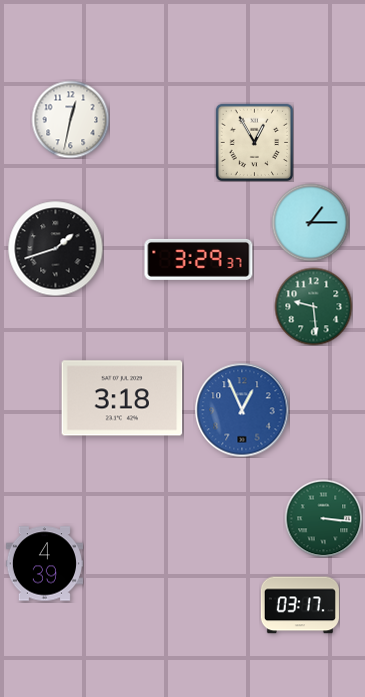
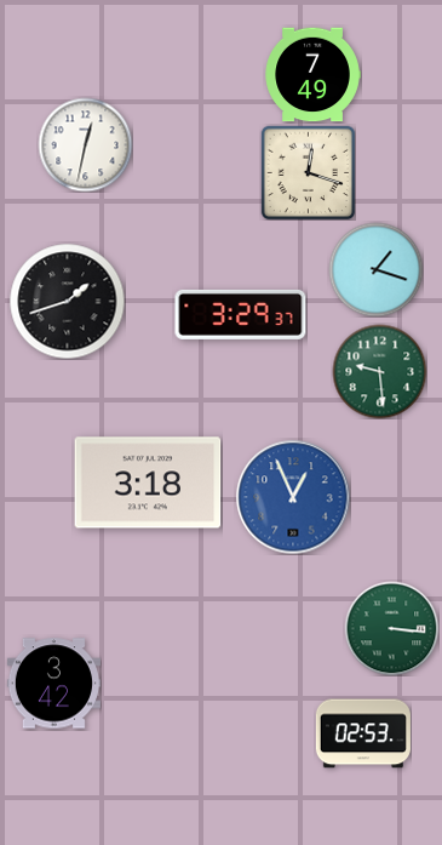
clock at (312, 75): none -> 7:49
clock at (254, 142): 12:55 -> 12:18
clock at (310, 222): 1:15 -> 1:18
clock at (44, 564): 4:39 -> 3:42
clock at (300, 605): 03:17 -> 02:53
